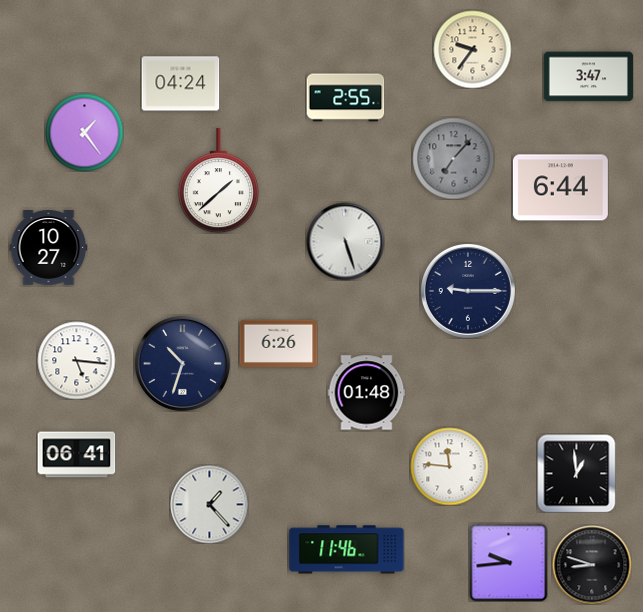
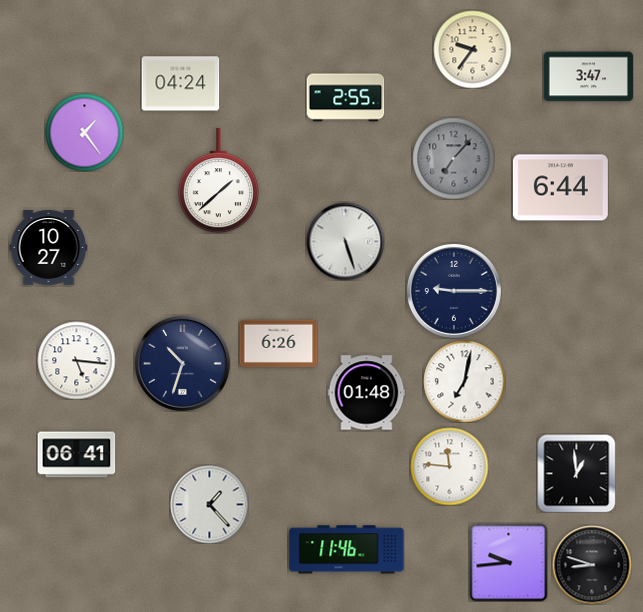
clock at (468, 291) position: (468, 291) -> (454, 291)
clock at (464, 381): none -> 7:02
